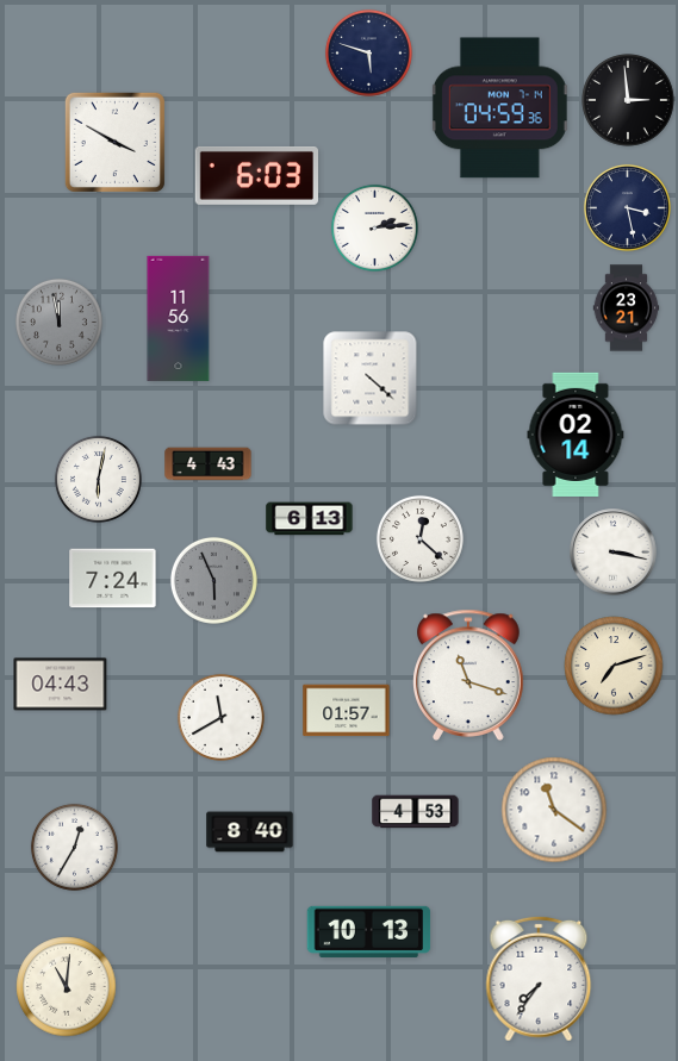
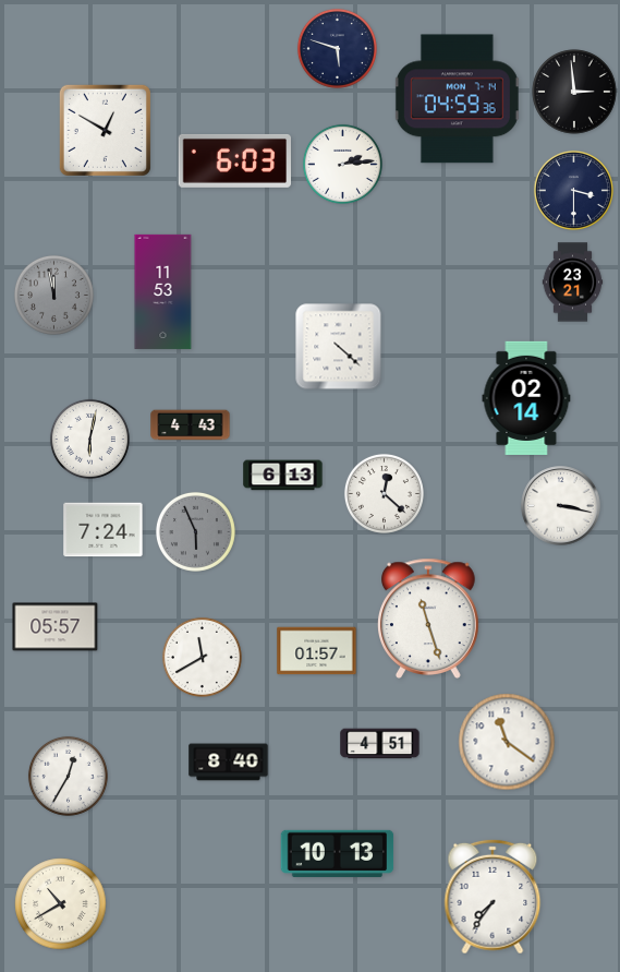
clock at (114, 142): 3:50 -> 12:50
clock at (627, 207): 3:28 -> 3:30
clock at (374, 227) position: (374, 227) -> (342, 164)
clock at (179, 318): 11:56 -> 11:53
clock at (614, 666): 7:12 -> none
clock at (469, 675): 11:18 -> 11:27
clock at (61, 685): 04:43 -> 05:57
clock at (416, 812): 4:53 -> 4:51
clock at (67, 987): 11:01 -> 10:40
